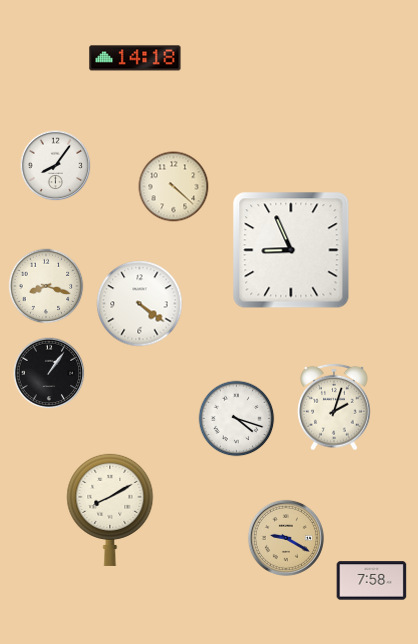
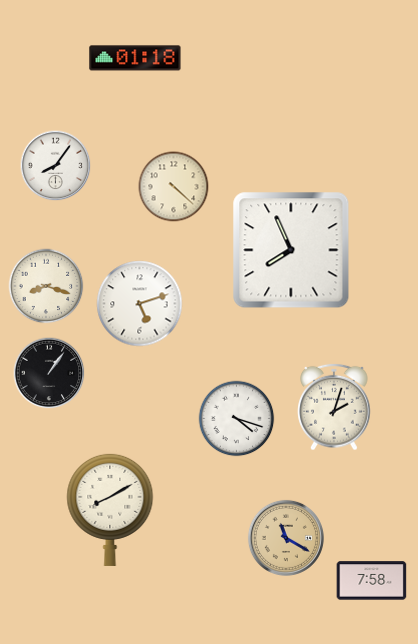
clock at (135, 58): 14:18 -> 01:18
clock at (291, 250): 8:56 -> 7:56
clock at (140, 304): 4:21 -> 5:12
clock at (286, 538): 9:20 -> 11:20
